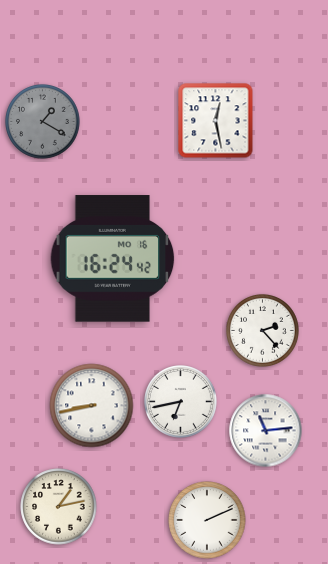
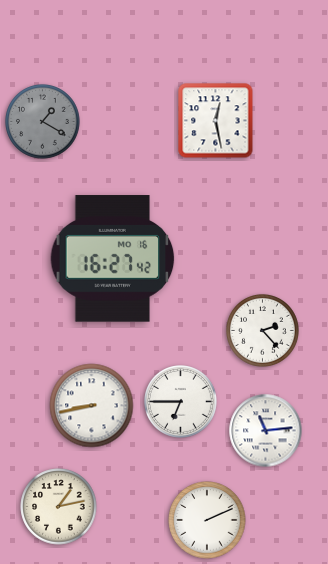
clock at (113, 259): 16:24 -> 16:27
clock at (181, 402): 6:43 -> 6:45
